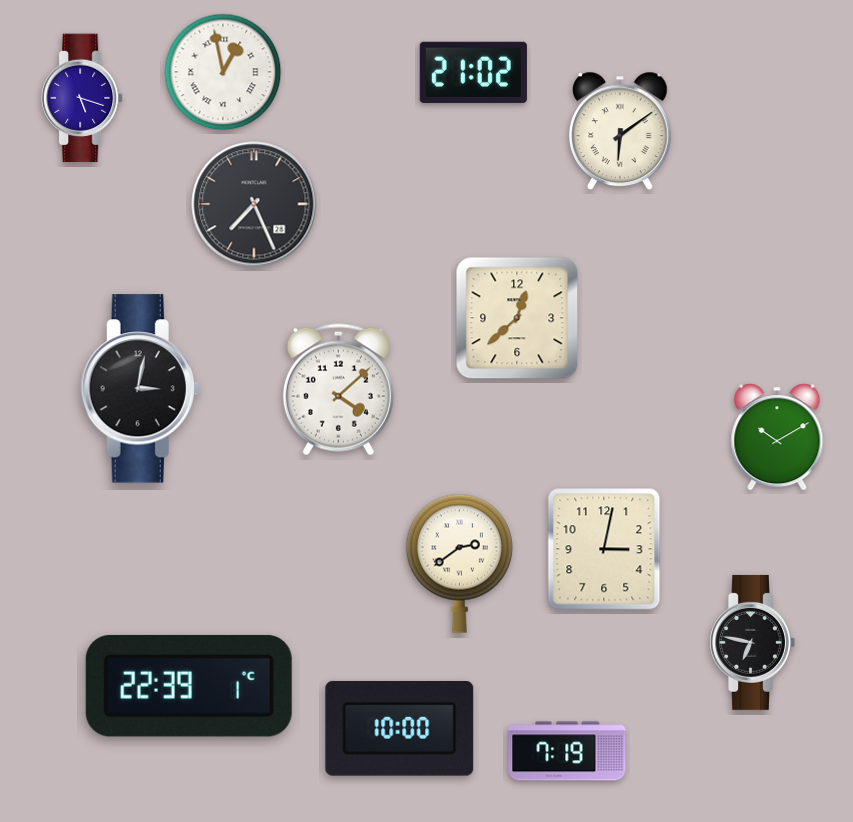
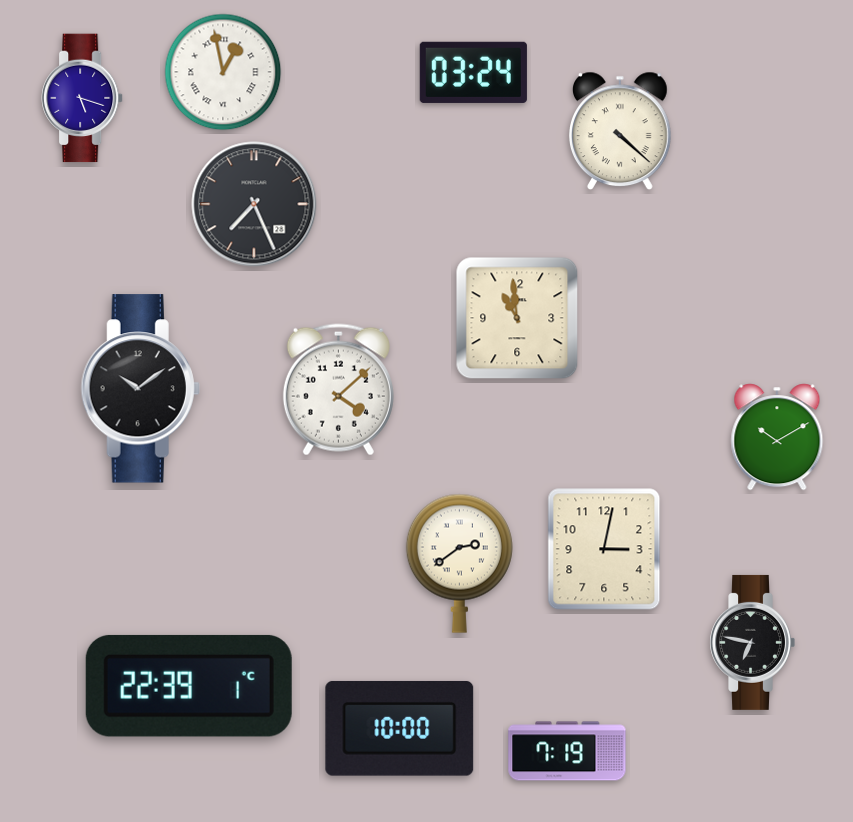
clock at (473, 72): 21:02 -> 03:24
clock at (620, 131): 6:09 -> 4:22
clock at (517, 318): 12:38 -> 10:59
clock at (140, 389): 3:02 -> 10:09
